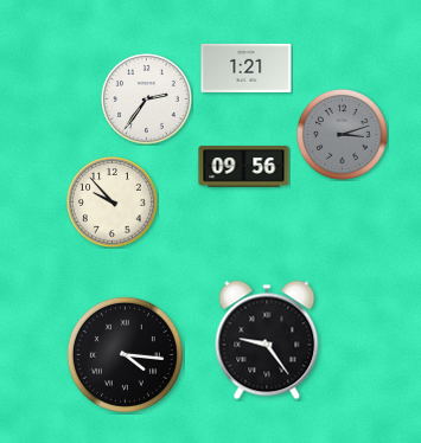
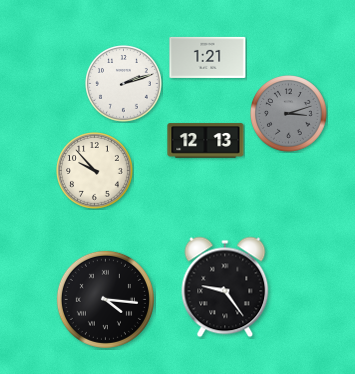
clock at (147, 99): 2:36 -> 2:12
clock at (244, 167): 09:56 -> 12:13
